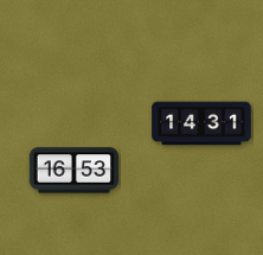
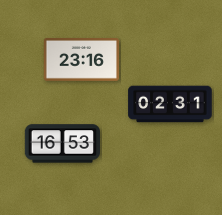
clock at (82, 60): none -> 23:16
clock at (201, 123): 14:31 -> 02:31
